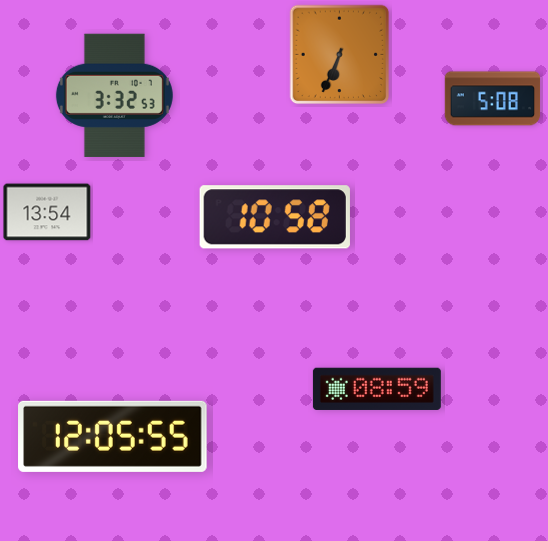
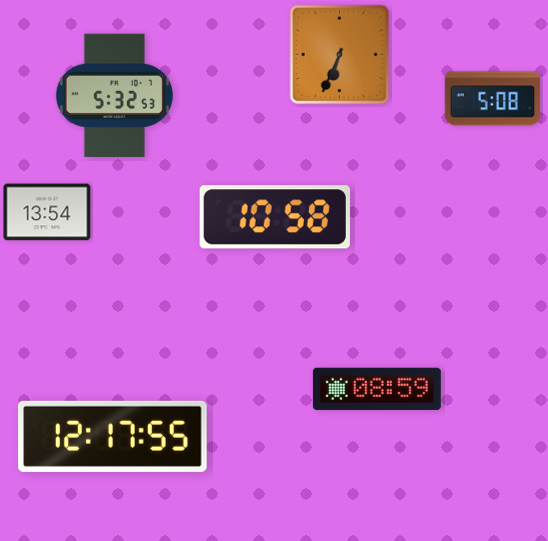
clock at (114, 95): 3:32 -> 5:32
clock at (113, 436): 12:05 -> 12:17
